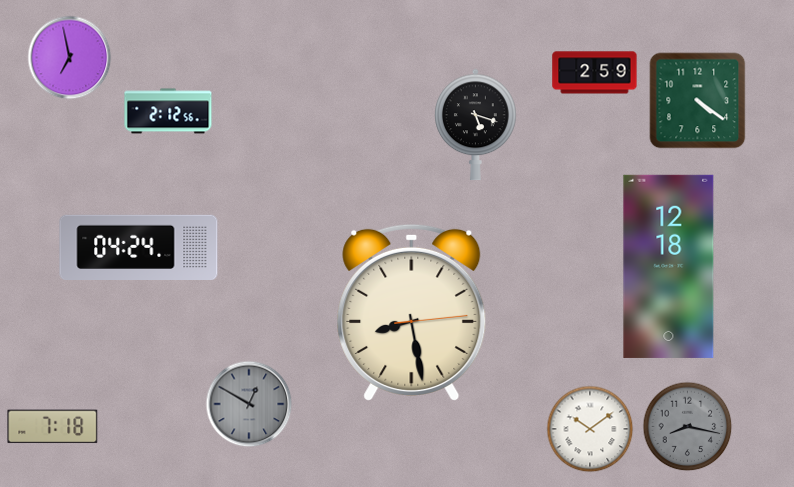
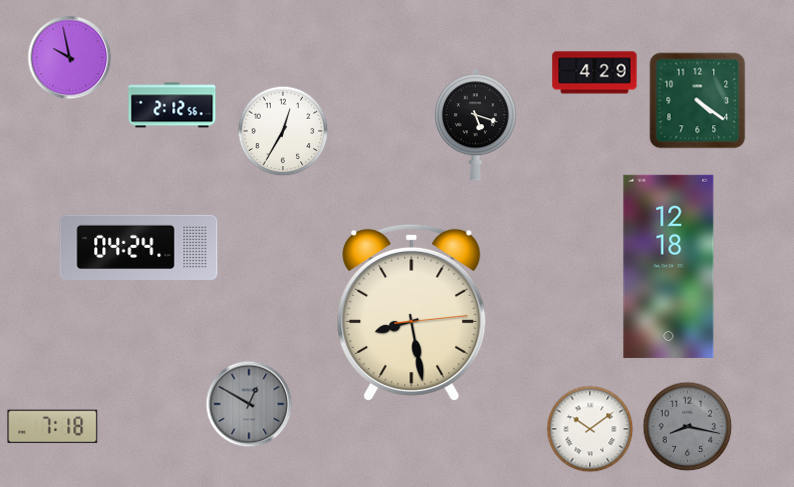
clock at (70, 58): 6:58 -> 9:58
clock at (595, 73): 2:59 -> 4:29
clock at (168, 111) position: (168, 111) -> (172, 105)
clock at (283, 131): none -> 12:35
